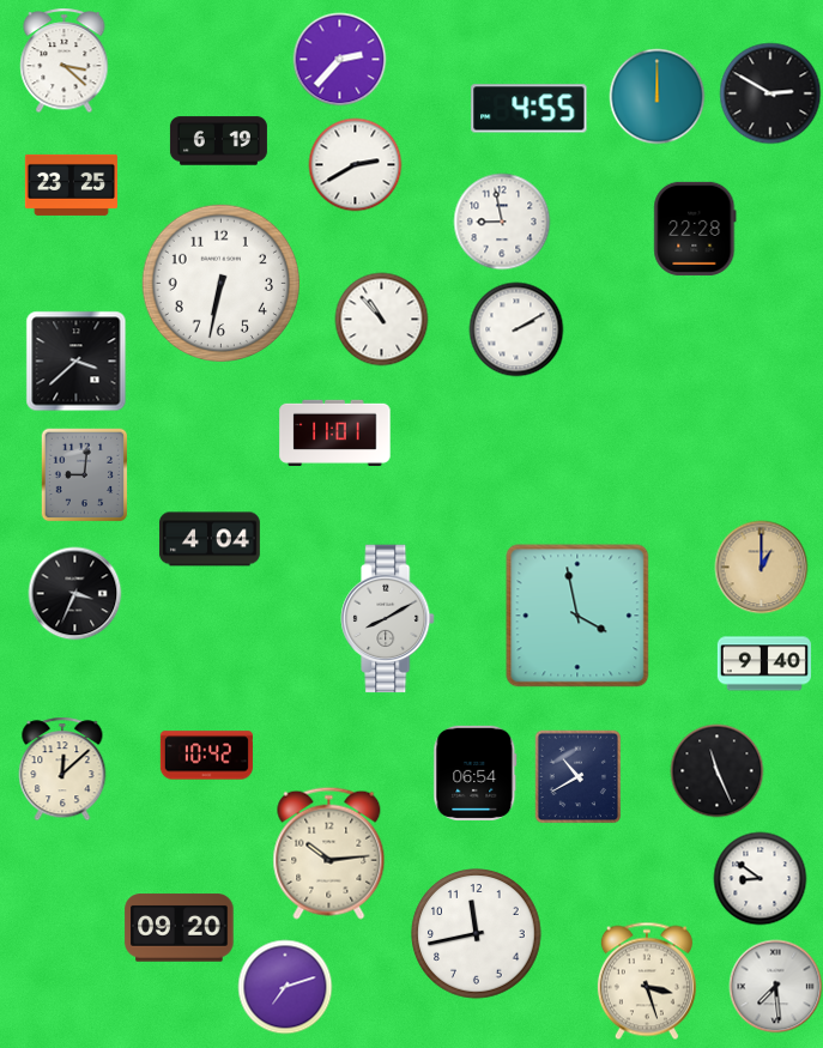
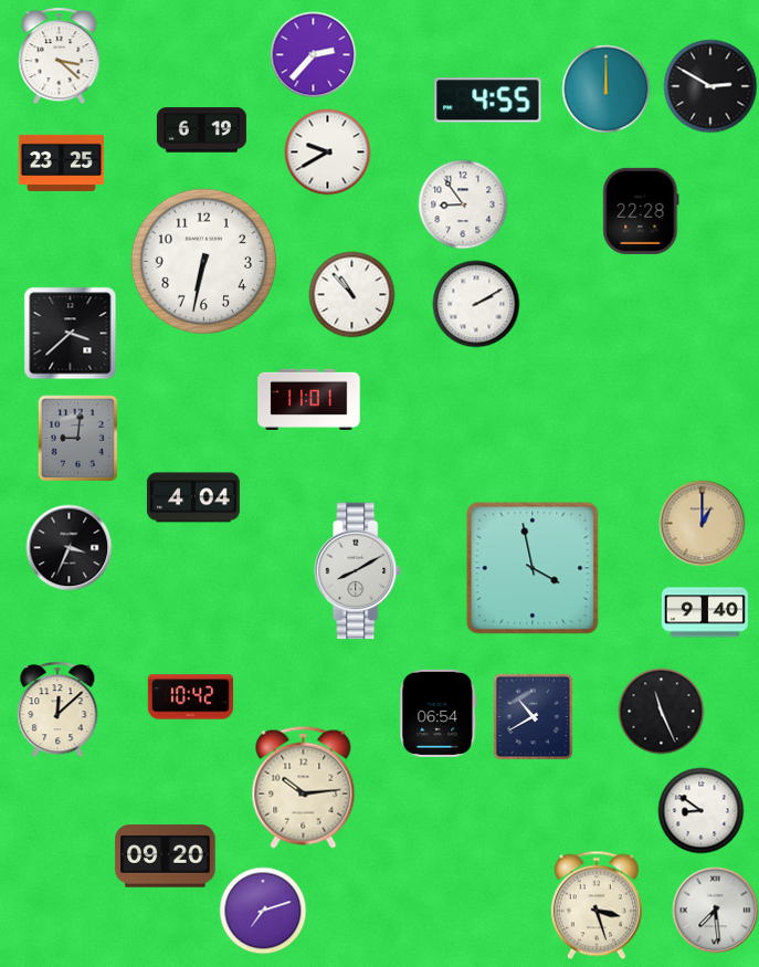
clock at (355, 164): 2:40 -> 9:40
clock at (71, 184) position: (71, 184) -> (61, 162)
clock at (502, 222): 8:58 -> 8:54
clock at (477, 934): 11:43 -> none
